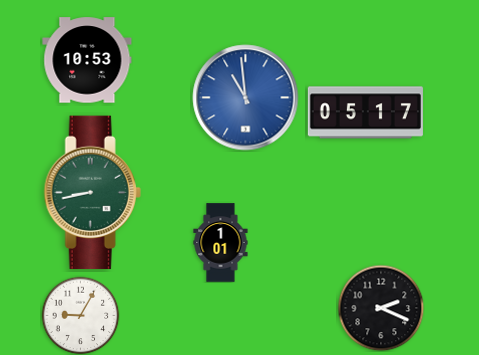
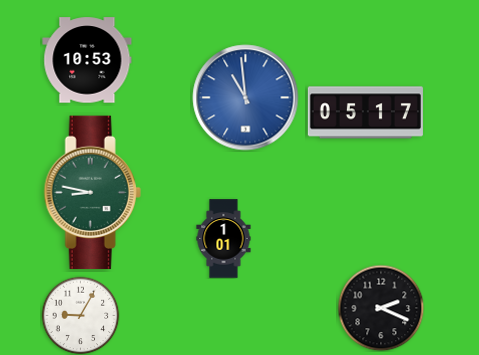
clock at (92, 193): 8:43 -> 8:47
clock at (221, 243) position: (221, 243) -> (224, 239)
